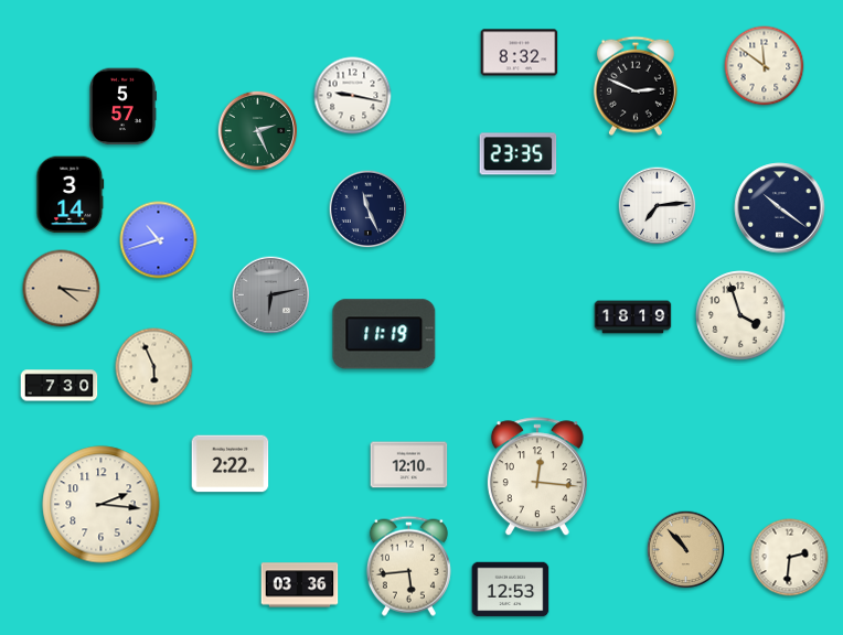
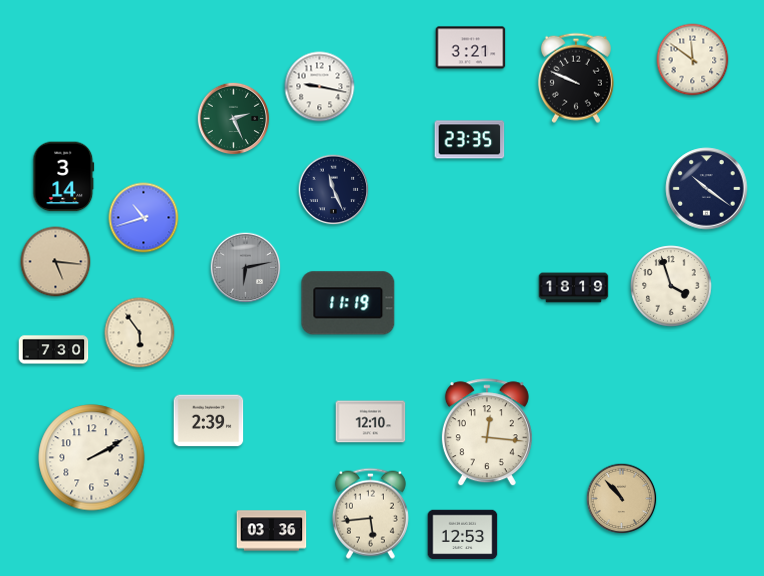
clock at (520, 53): 8:32 -> 3:21
clock at (636, 86): 2:49 -> 9:49
clock at (124, 107): 5:57 -> none
clock at (658, 206): 7:14 -> none
clock at (62, 289): 4:16 -> 5:16
clock at (154, 367): 5:56 -> 5:54
clock at (231, 464): 2:22 -> 2:39
clock at (102, 505): 2:16 -> 2:10
clock at (790, 558): 2:31 -> none
